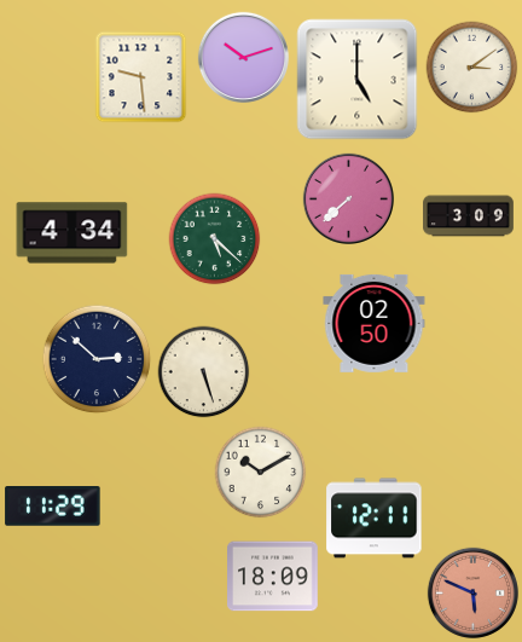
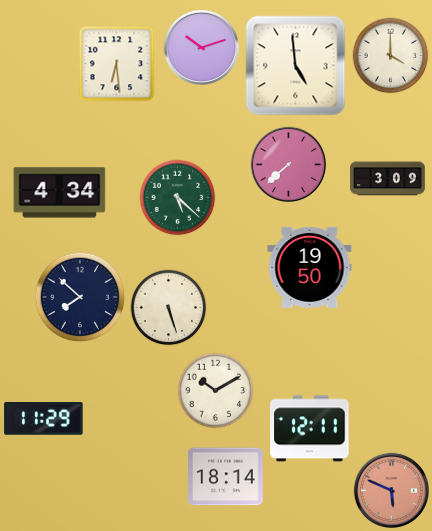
clock at (472, 68): 3:09 -> 4:00
clock at (141, 77): 9:29 -> 6:29
clock at (358, 80): 5:00 -> 4:59
clock at (375, 323): 02:50 -> 19:50
clock at (97, 359): 2:52 -> 7:52
clock at (273, 577): 18:09 -> 18:14
